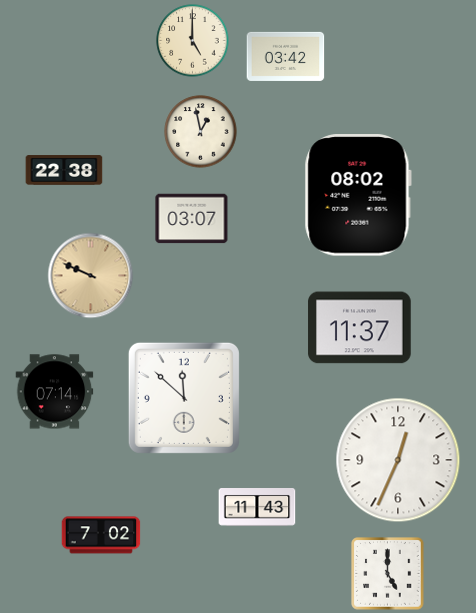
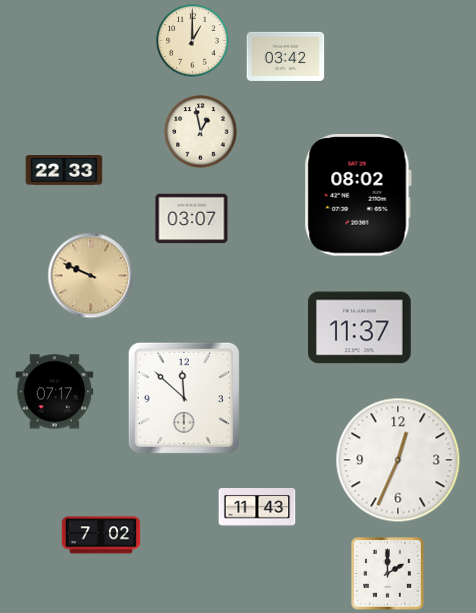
clock at (193, 41): 5:00 -> 1:00
clock at (64, 170): 22:38 -> 22:33
clock at (55, 392): 07:14 -> 07:17
clock at (388, 574): 5:00 -> 2:00
